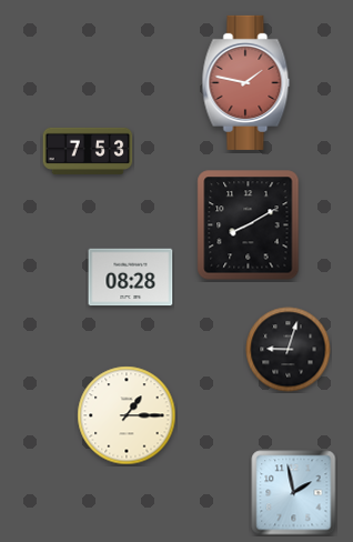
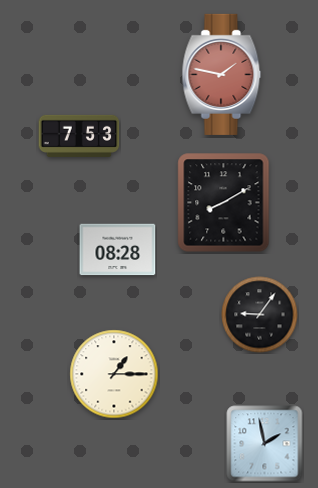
clock at (289, 350): 9:03 -> 9:06
